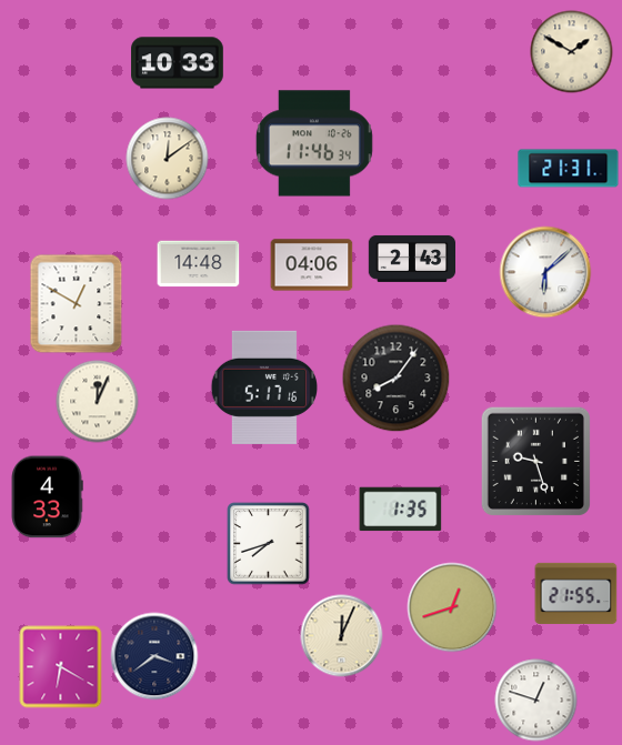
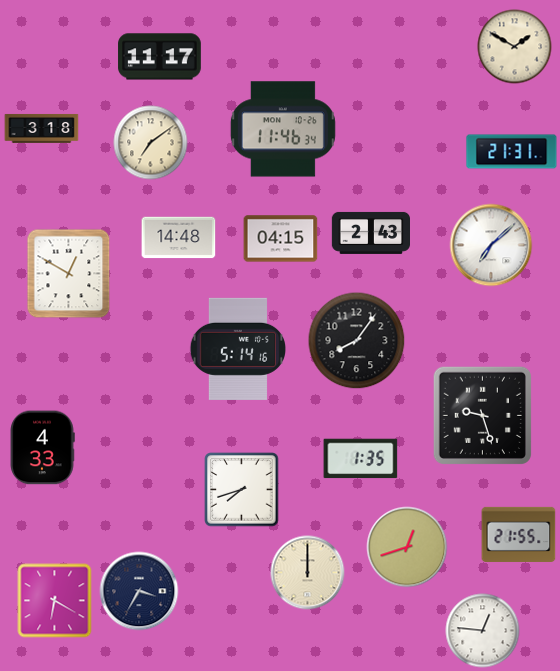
clock at (178, 63): 10:33 -> 11:17
clock at (42, 128): none -> 3:18
clock at (168, 159): 12:09 -> 7:09
clock at (312, 265): 04:06 -> 04:15
clock at (545, 272): 6:08 -> 7:08
clock at (263, 387): 5:17 -> 5:14
clock at (98, 402): 12:04 -> none
clock at (342, 636): 12:04 -> 12:00
clock at (154, 656): 3:39 -> 3:35
clock at (536, 701): 12:48 -> 12:46
